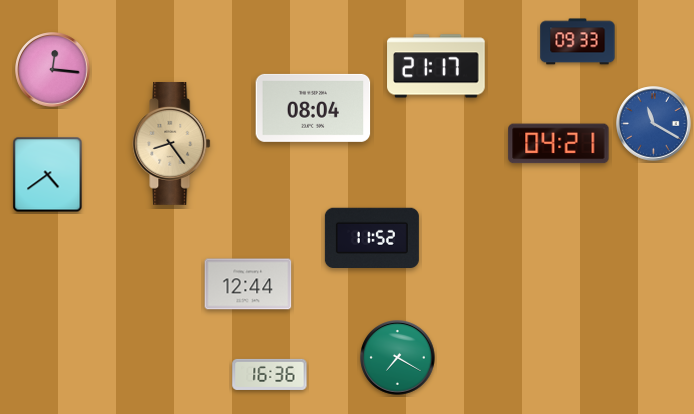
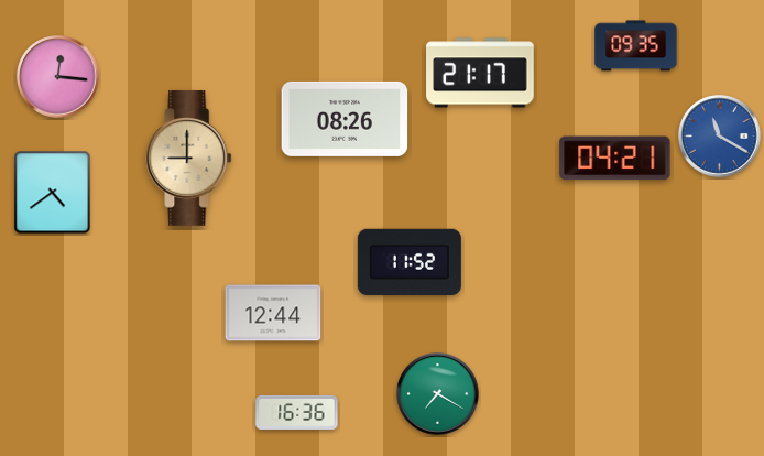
clock at (578, 42): 09:33 -> 09:35
clock at (313, 108): 08:04 -> 08:26
clock at (172, 143): 8:24 -> 9:00
